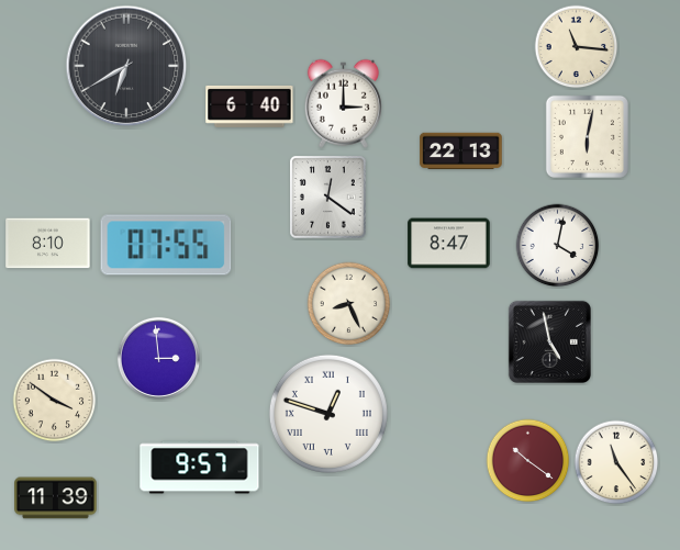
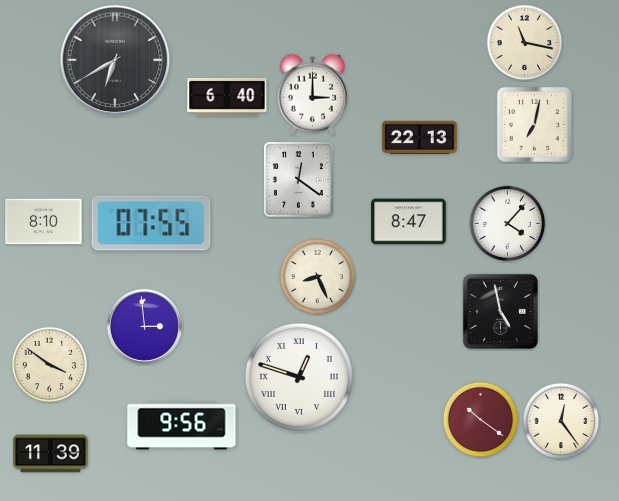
clock at (577, 47): 11:16 -> 11:17
clock at (587, 136): 6:02 -> 7:02
clock at (558, 246): 4:02 -> 4:07
clock at (616, 462): 11:24 -> 12:24
clock at (200, 468): 9:57 -> 9:56
